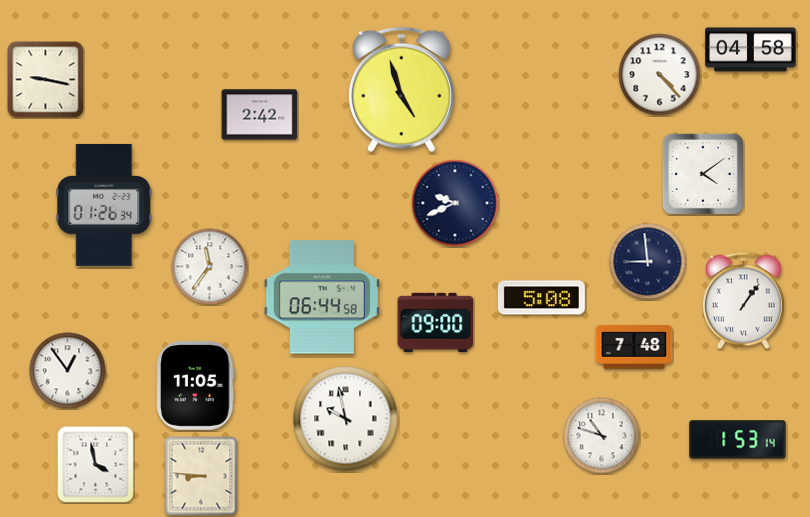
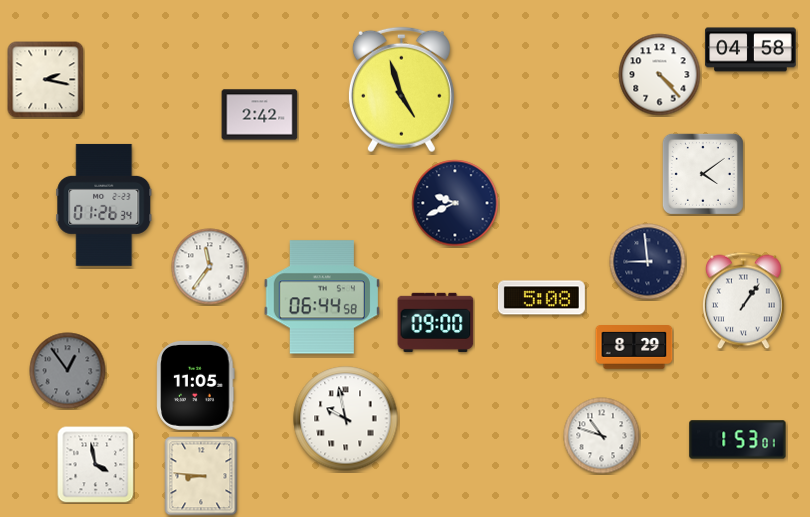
clock at (46, 80): 9:17 -> 2:17
clock at (634, 348): 7:48 -> 8:29
clock at (68, 371) dial: white -> grey
clock at (738, 440): 1:53:14 -> 1:53:01
